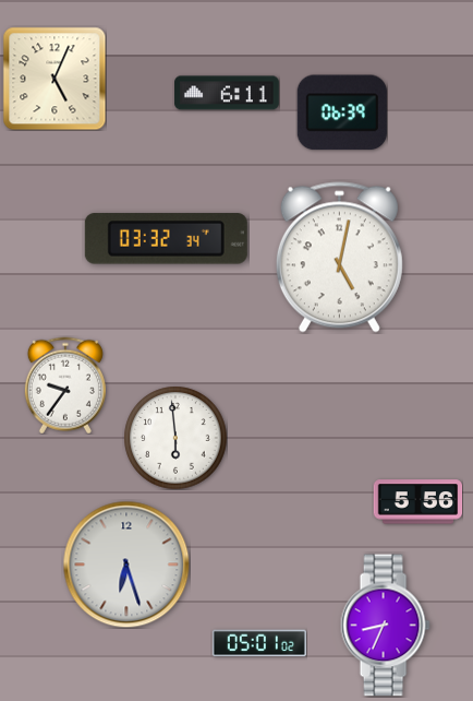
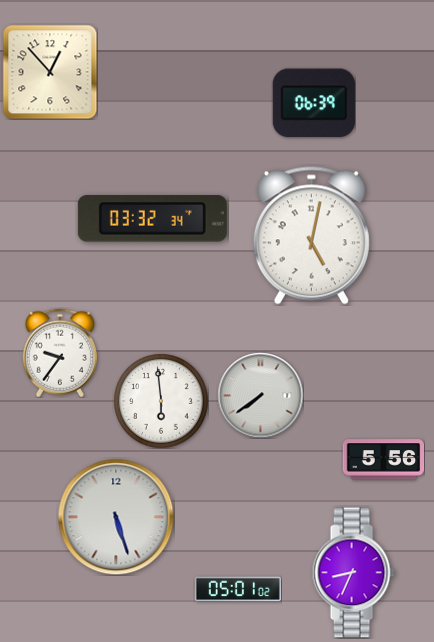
clock at (54, 79): 5:04 -> 12:53
clock at (227, 93): 6:11 -> none
clock at (260, 395): none -> 7:39
clock at (126, 565): 6:27 -> 5:27
